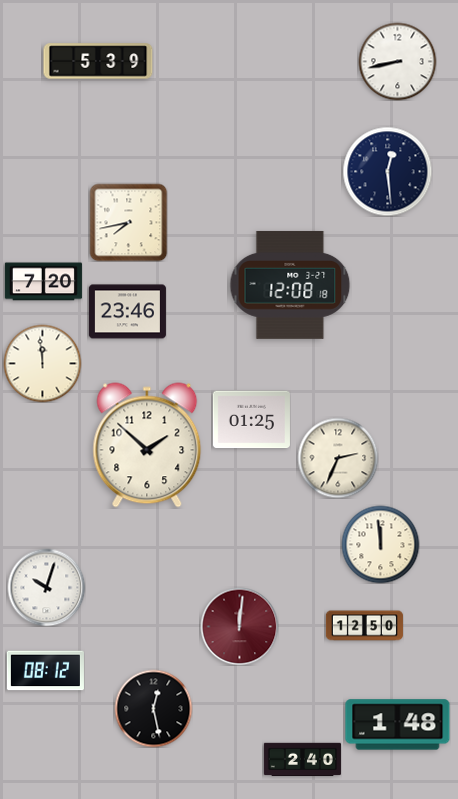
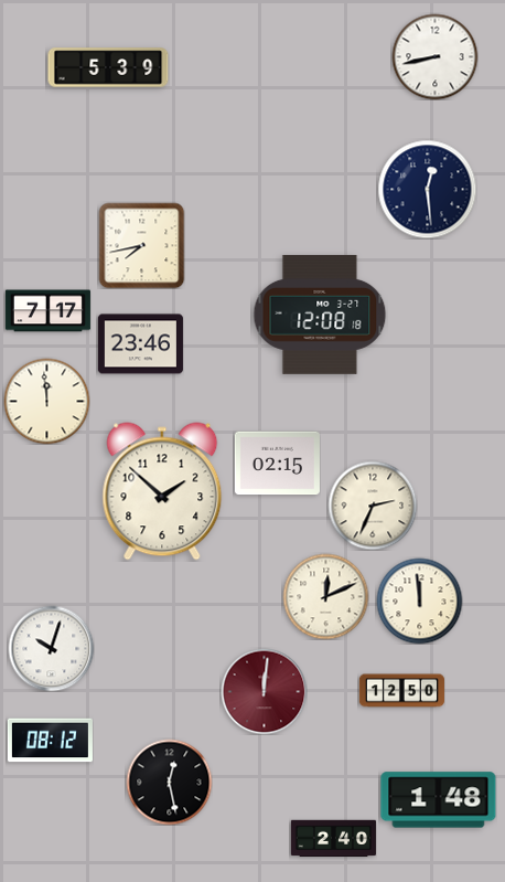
clock at (397, 61) position: (397, 61) -> (434, 56)
clock at (43, 282): 7:20 -> 7:17
clock at (251, 420): 01:25 -> 02:15
clock at (325, 596): none -> 12:11
